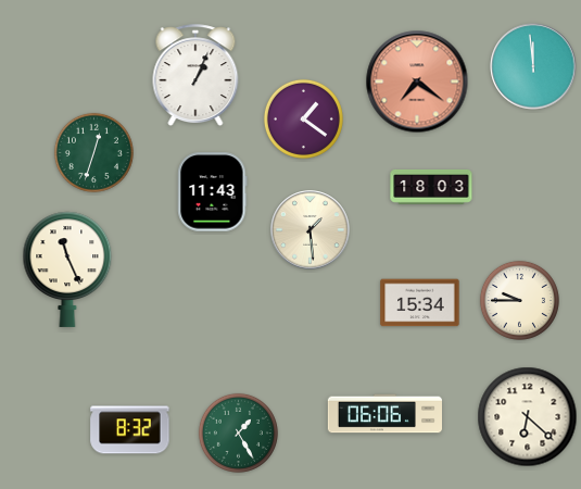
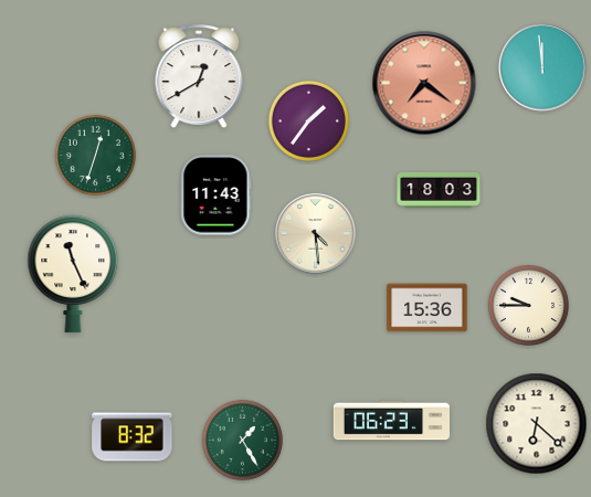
clock at (195, 76): 1:04 -> 12:40
clock at (303, 118): 1:21 -> 1:36
clock at (311, 230): 1:29 -> 4:29
clock at (67, 269) position: (67, 269) -> (73, 274)
clock at (420, 303): 15:34 -> 15:36
clock at (384, 414): 06:06 -> 06:23
